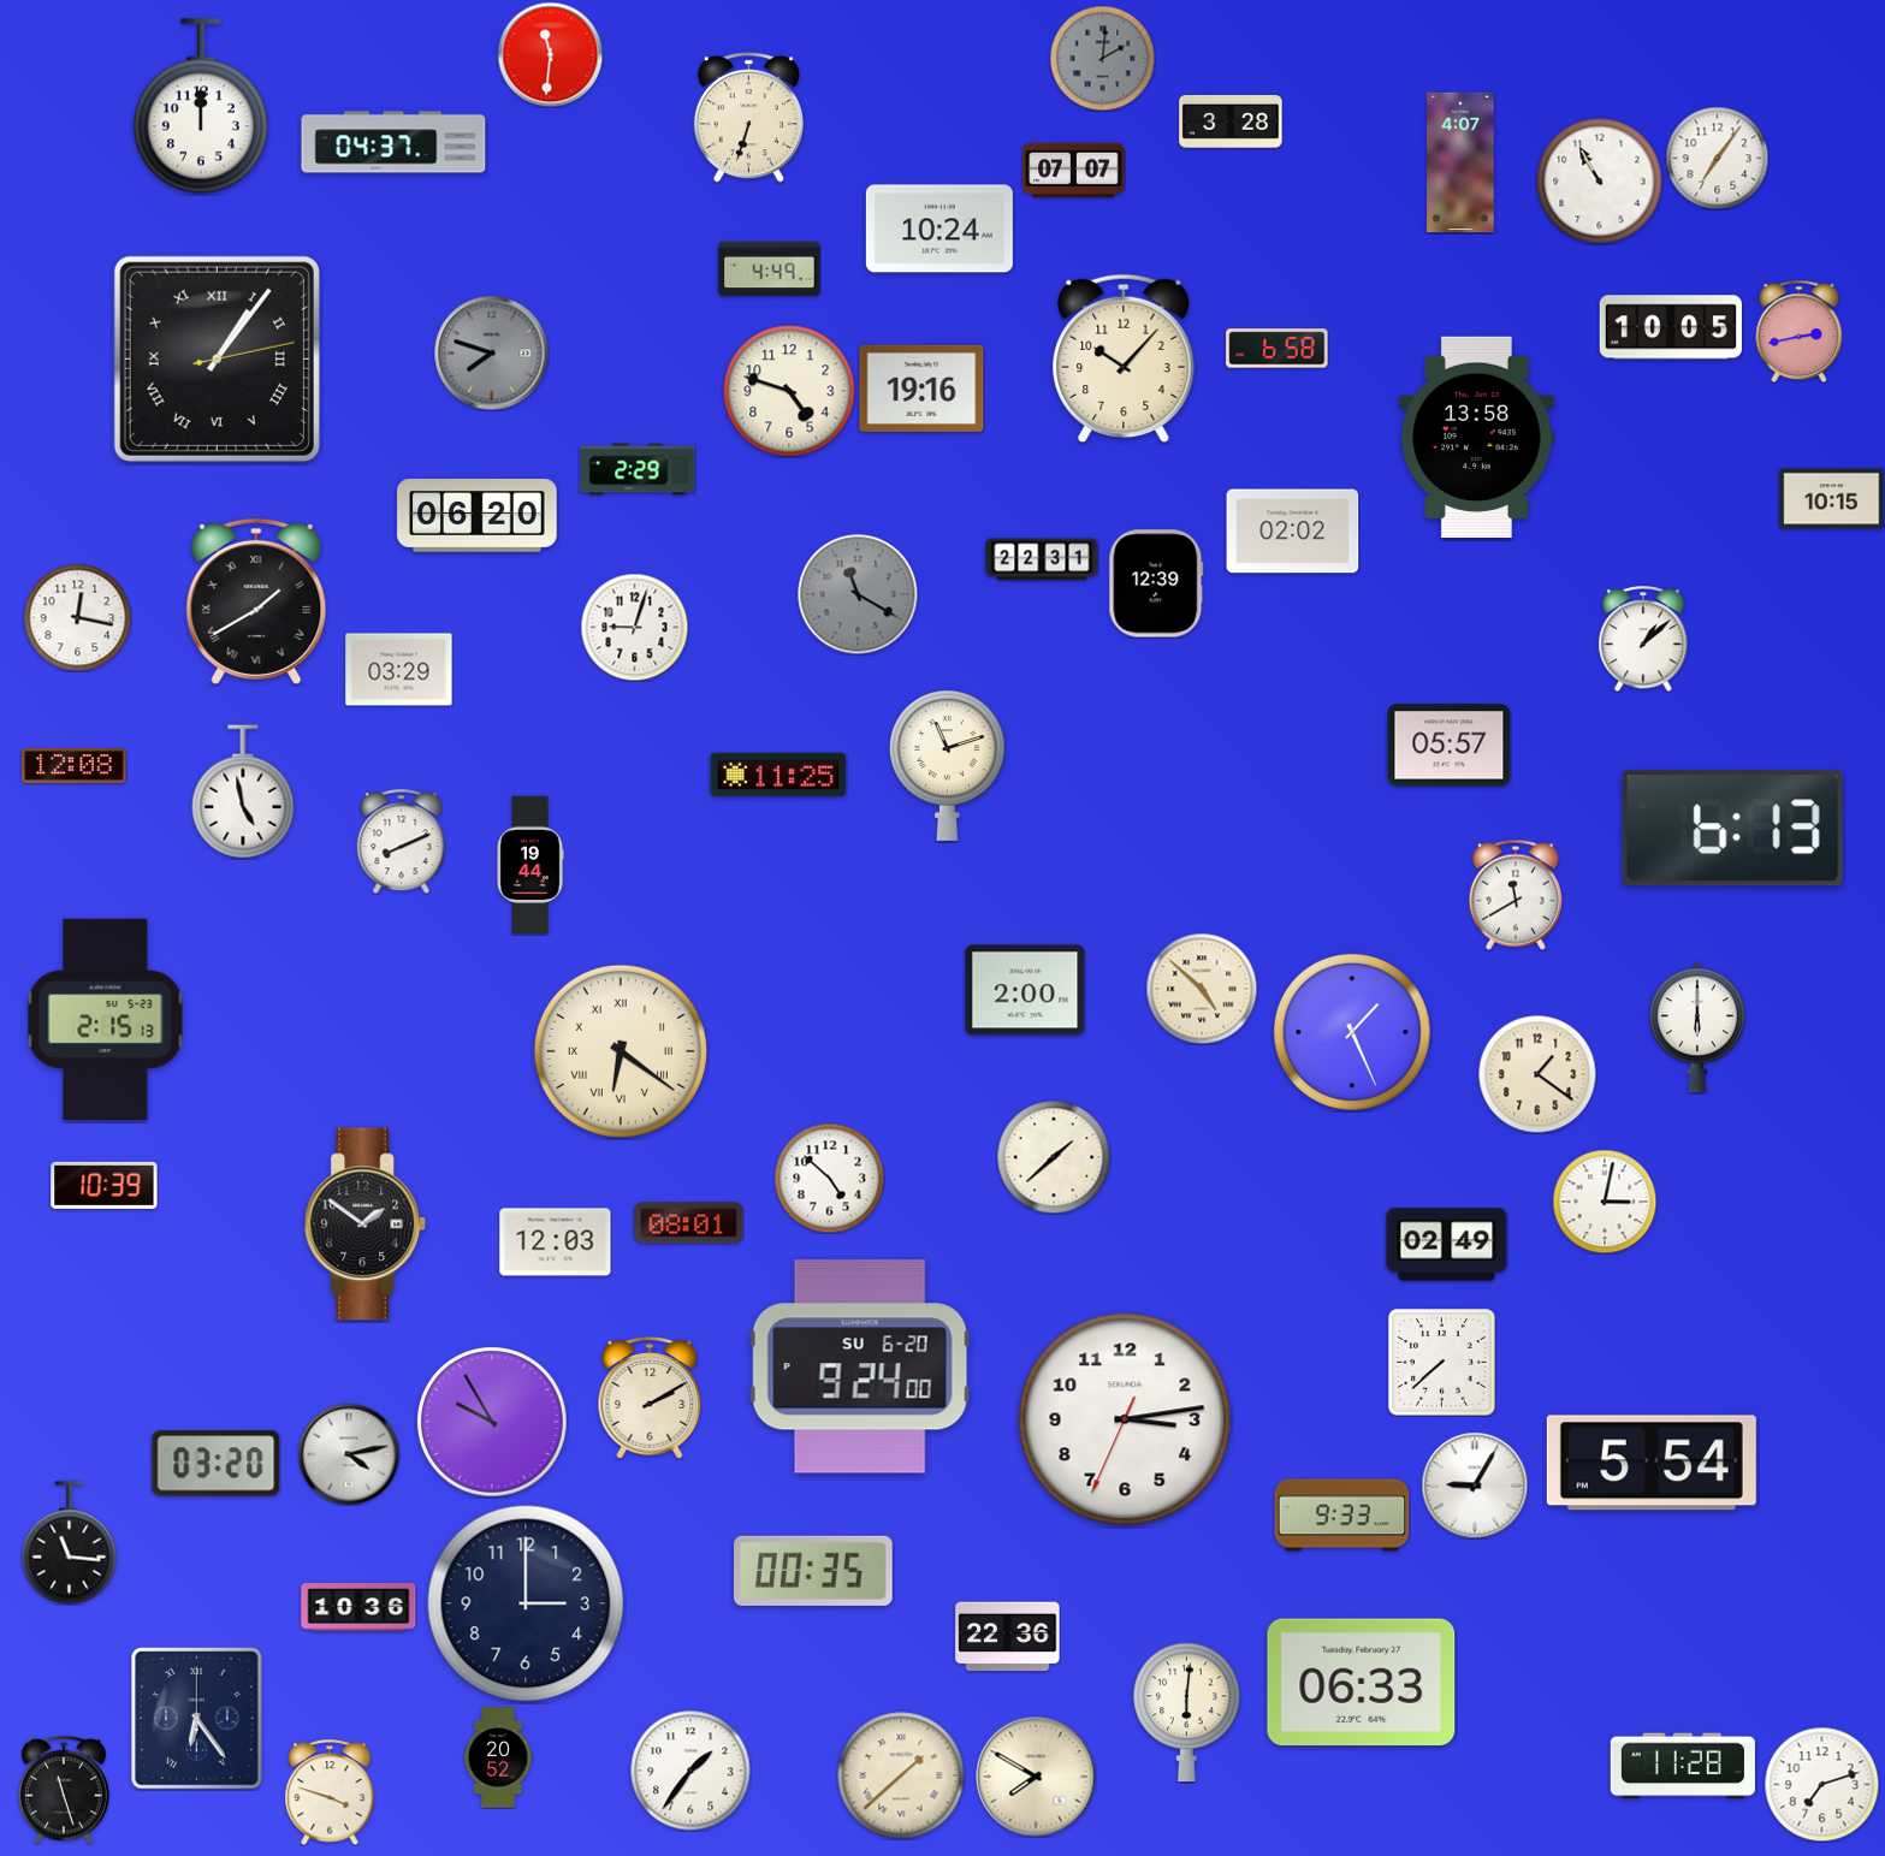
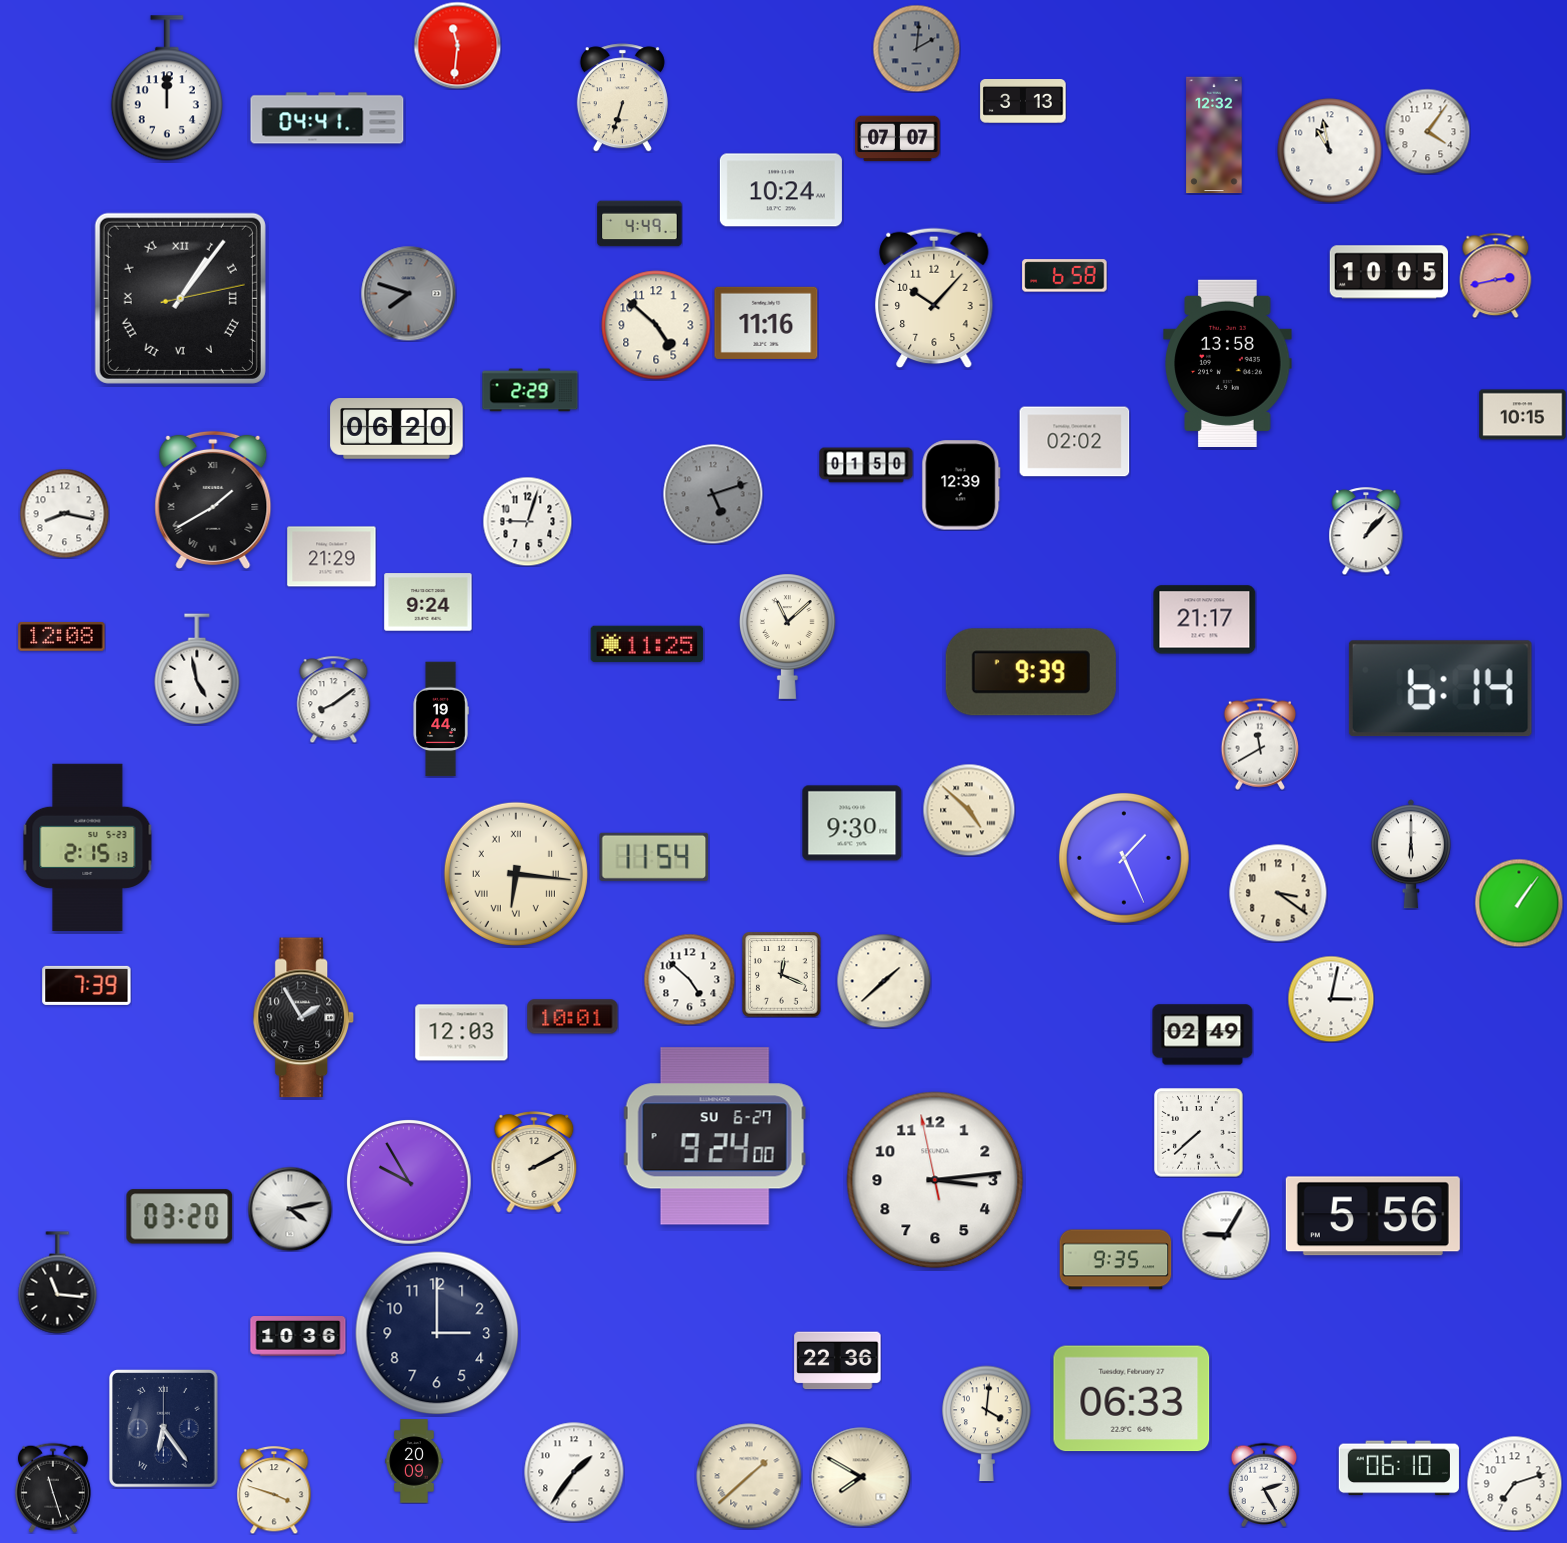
clock at (1231, 123): 3:28 -> 3:13
clock at (393, 142): 04:37 -> 04:41
clock at (1717, 158): 7:06 -> 4:06
clock at (1460, 162): 4:07 -> 12:32
clock at (1074, 171) position: (1074, 171) -> (898, 139)
clock at (1600, 182): 10:55 -> 10:58
clock at (1278, 349) position: (1278, 349) -> (1065, 276)
clock at (921, 389): 19:16 -> 11:16
clock at (789, 391): 4:48 -> 4:52
clock at (1042, 559): 22:31 -> 01:50
clock at (858, 594): 11:20 -> 5:12
clock at (77, 617): 12:17 -> 8:17
clock at (1643, 639): 1:08 -> 1:07
clock at (399, 670): 03:29 -> 21:29
clock at (428, 602): none -> 9:24
clock at (1450, 746): 05:57 -> 21:17
clock at (947, 765): 11:12 -> 11:08
clock at (243, 791) position: (243, 791) -> (197, 669)
clock at (1031, 672): none -> 9:39
clock at (1732, 829): 6:13 -> 6:14
clock at (402, 841): 8:11 -> 8:09
clock at (1202, 989) position: (1202, 989) -> (969, 810)
clock at (1025, 990): 2:00 -> 9:30
clock at (654, 857): none -> 11:54
clock at (621, 1051): 6:21 -> 6:16
clock at (1537, 1074): 1:21 -> 3:21
clock at (1519, 903): none -> 1:06
clock at (1054, 1157) position: (1054, 1157) -> (884, 981)
clock at (782, 975): none -> 12:19
clock at (105, 1185): 10:39 -> 7:39
clock at (1605, 1202) position: (1605, 1202) -> (1331, 999)
clock at (689, 1223): 08:01 -> 10:01
clock at (364, 1225): 1:51 -> 1:55
clock at (860, 1366) date: SU 6-20 -> SU 6-27
clock at (650, 1398) position: (650, 1398) -> (534, 1162)
clock at (1125, 1419): 3:13:34 -> 3:13:58
clock at (1652, 1463): 5:54 -> 5:56
clock at (1342, 1516): 9:33 -> 9:35
clock at (814, 1571): 00:35 -> none
clock at (1187, 1713): 6:01 -> 4:01
clock at (498, 1757): 20:52 -> 20:09
clock at (1683, 1766): 11:28 -> 06:10
clock at (1264, 1485): none -> 2:25
